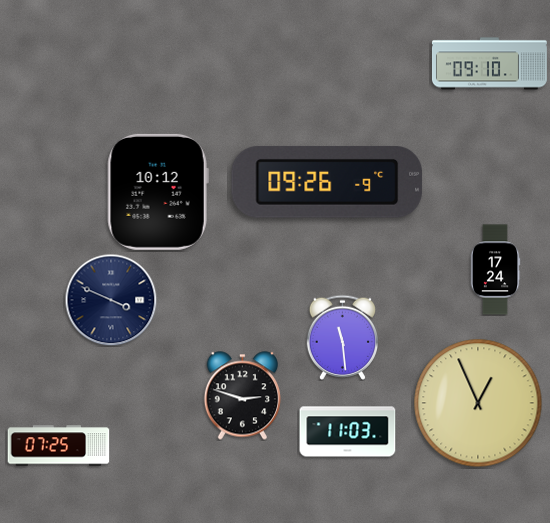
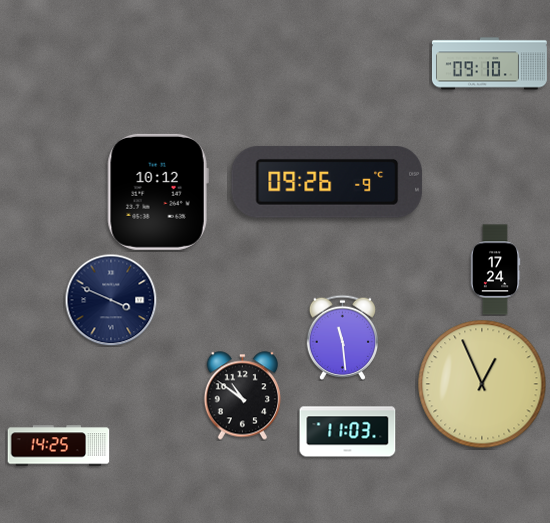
clock at (242, 396): 2:48 -> 10:51
clock at (478, 403) position: (478, 403) -> (482, 384)
clock at (59, 446): 07:25 -> 14:25
